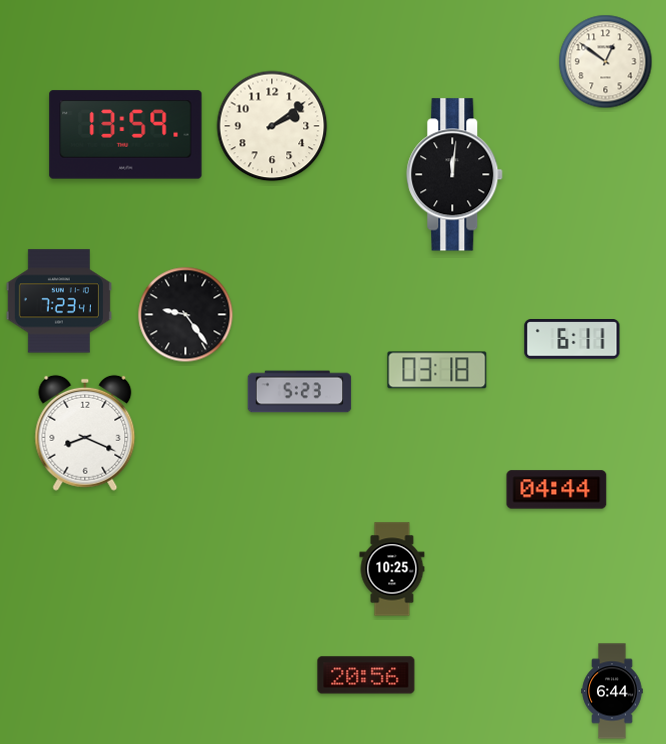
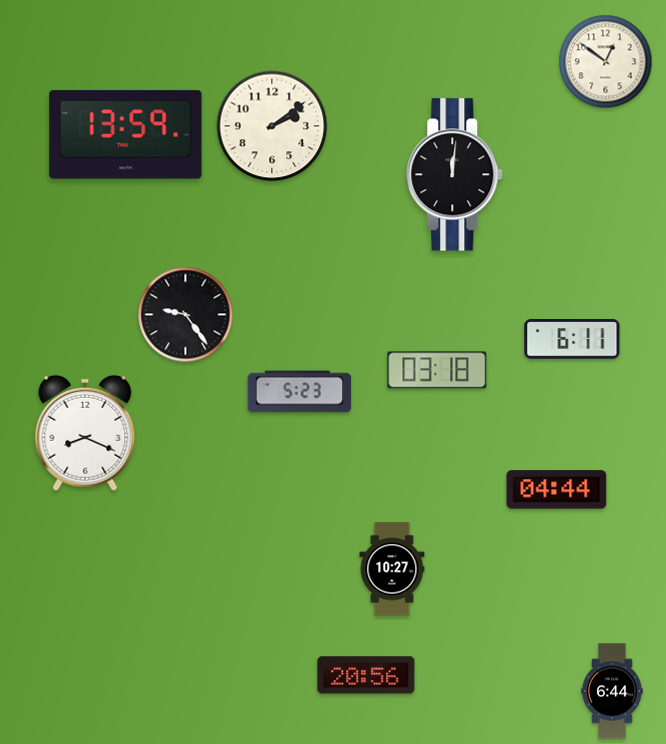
clock at (59, 301): 7:23 -> none
clock at (392, 569): 10:25 -> 10:27
